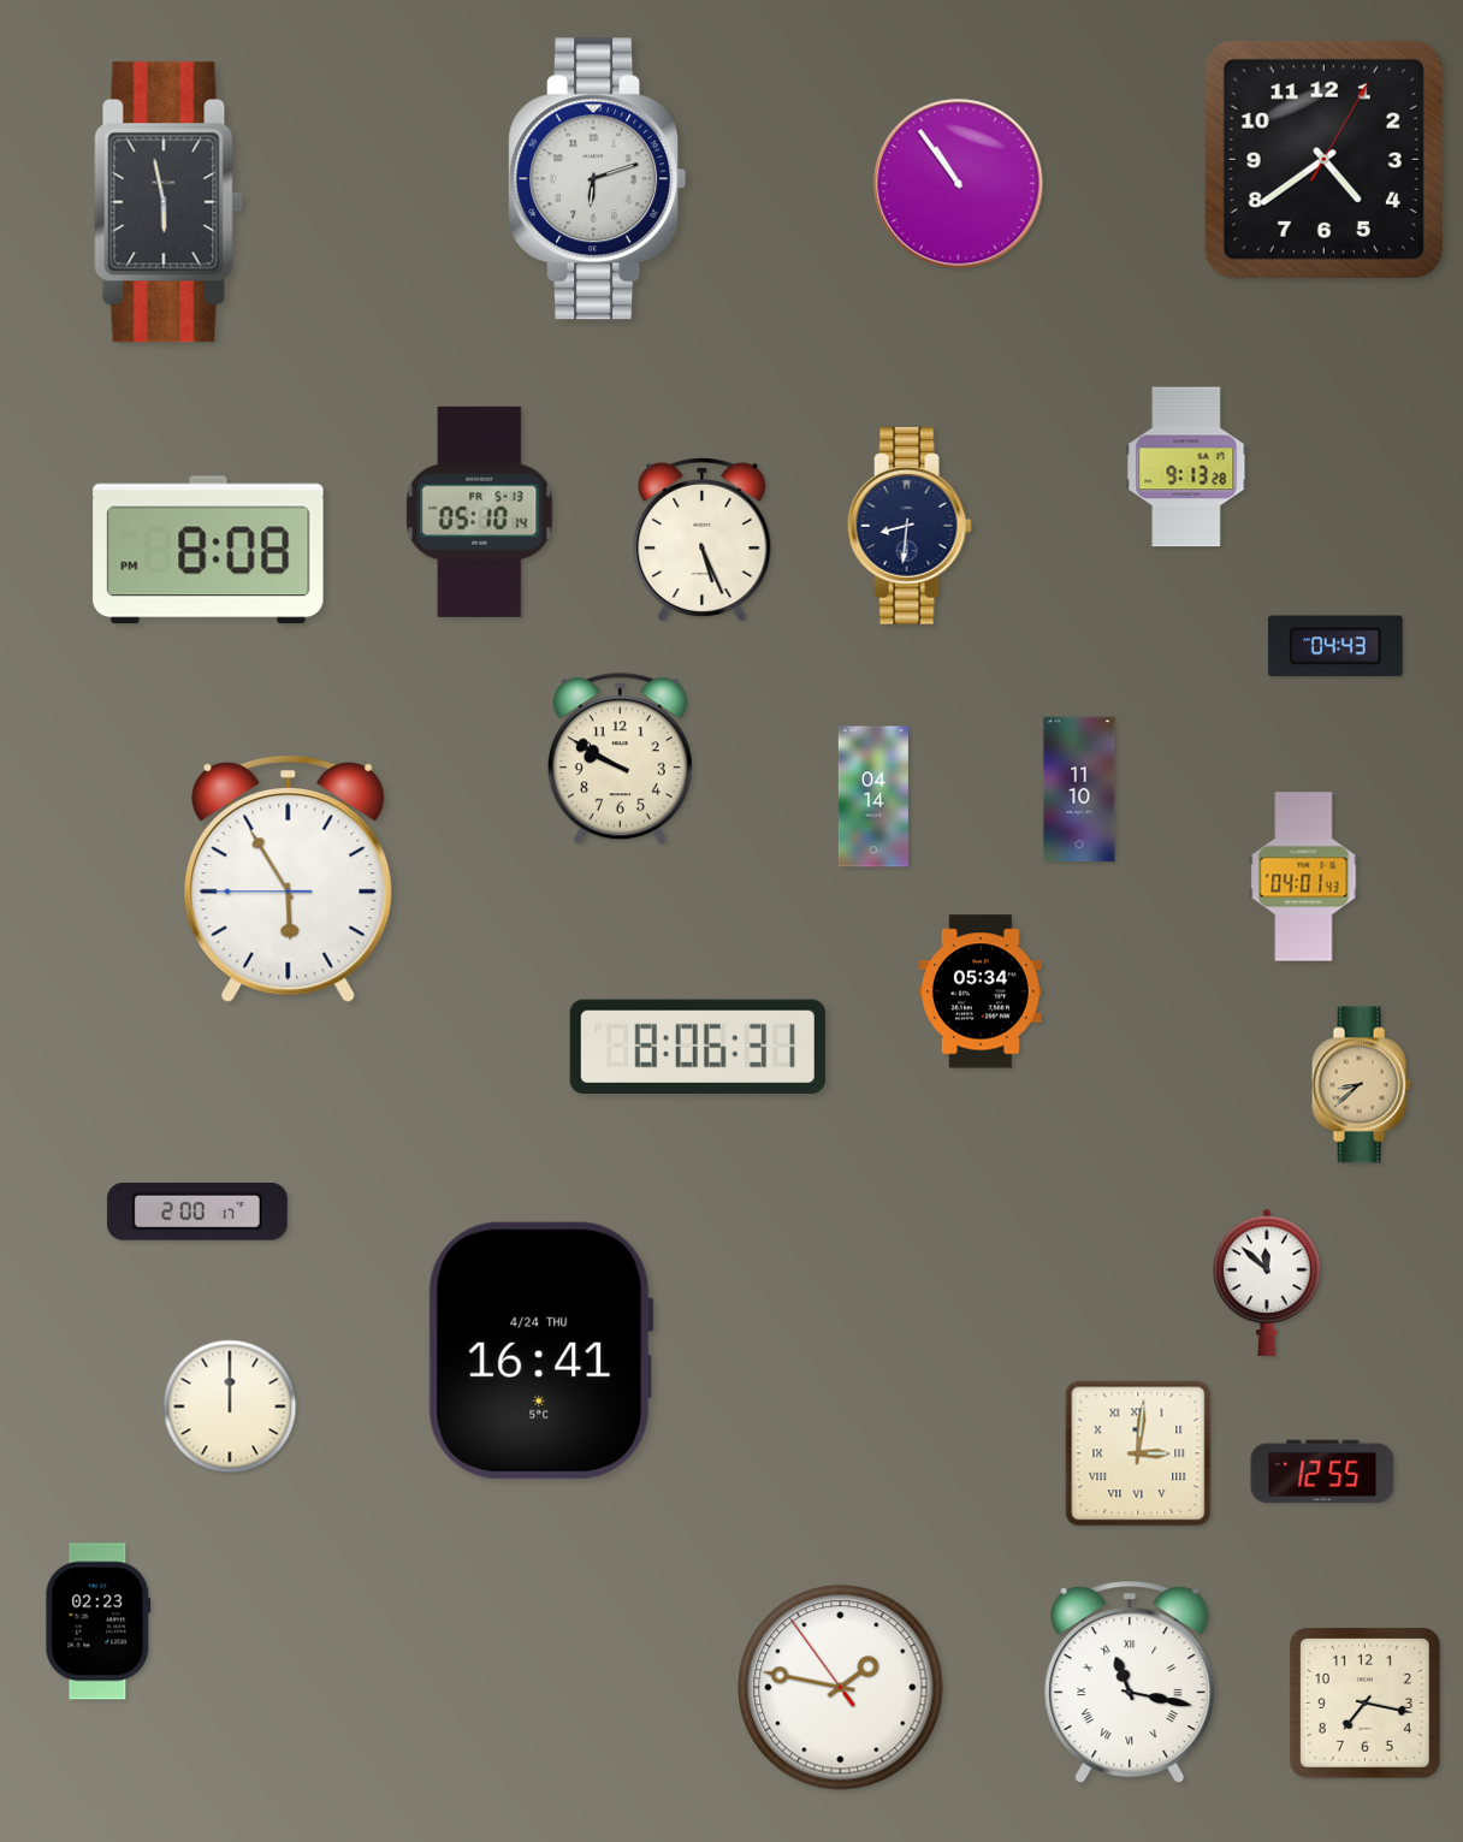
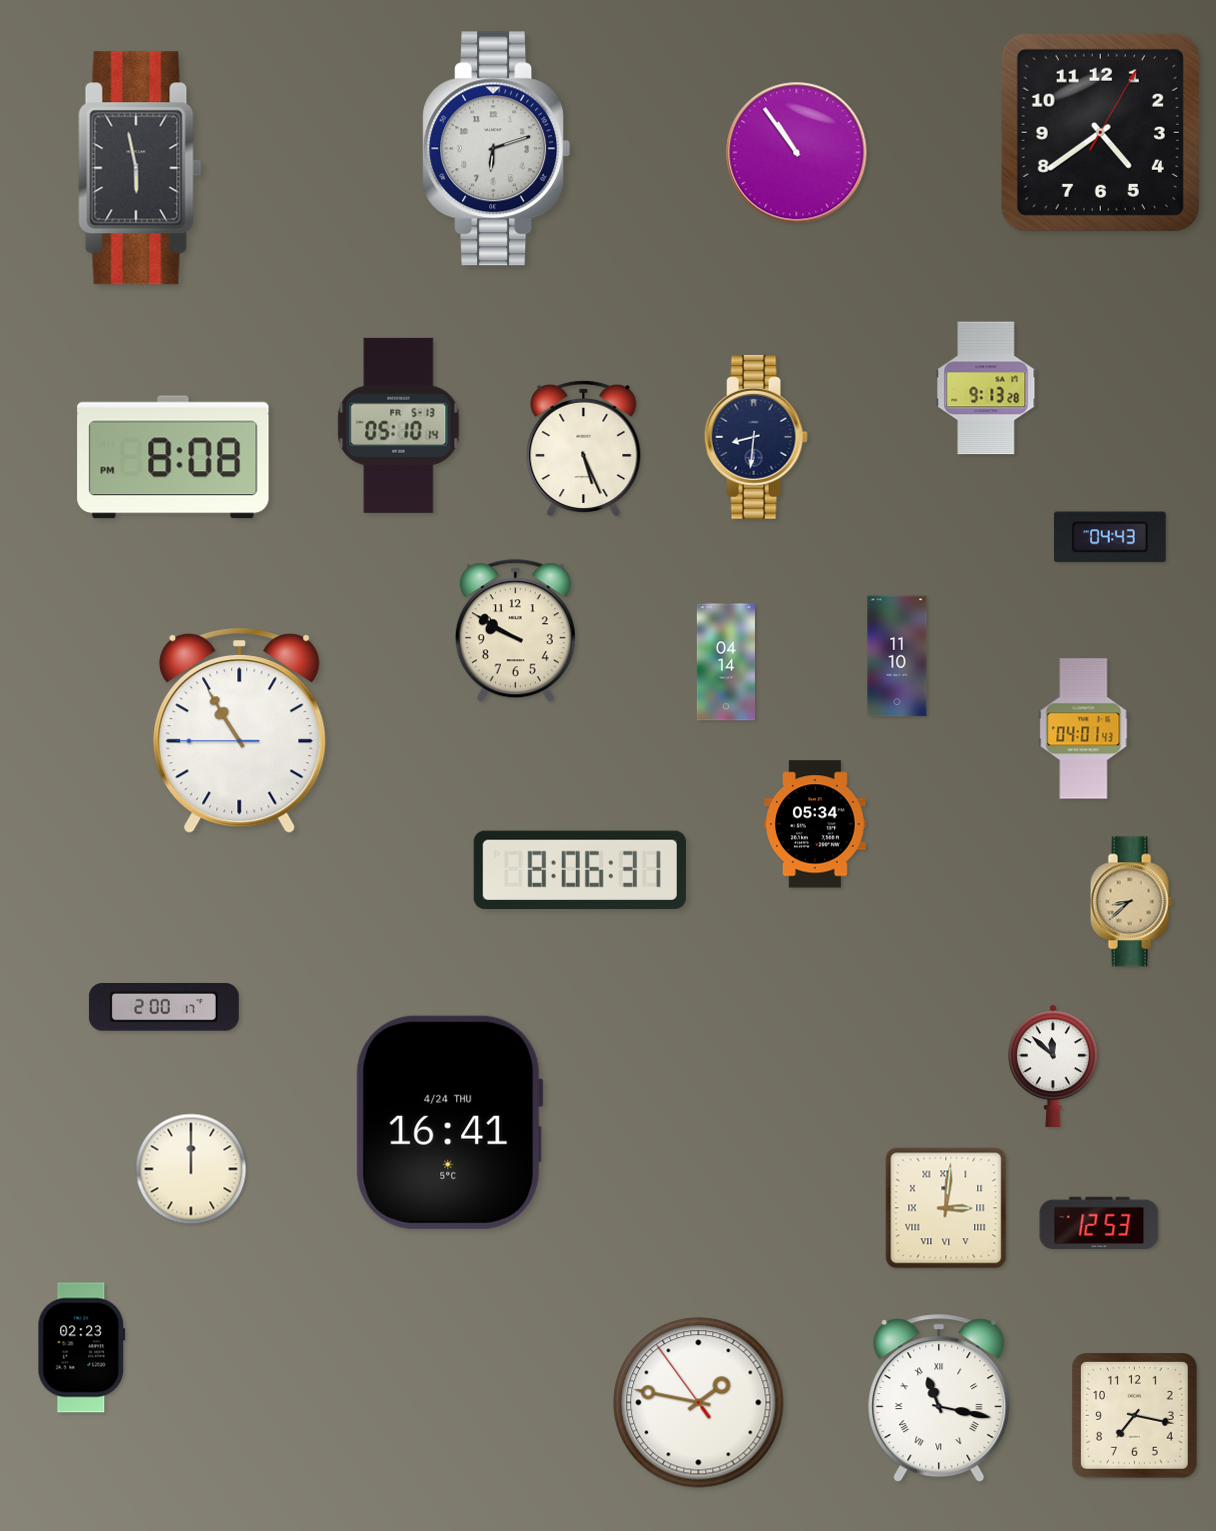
clock at (289, 881): 5:54 -> 10:54
clock at (1322, 1470): 12:55 -> 12:53
